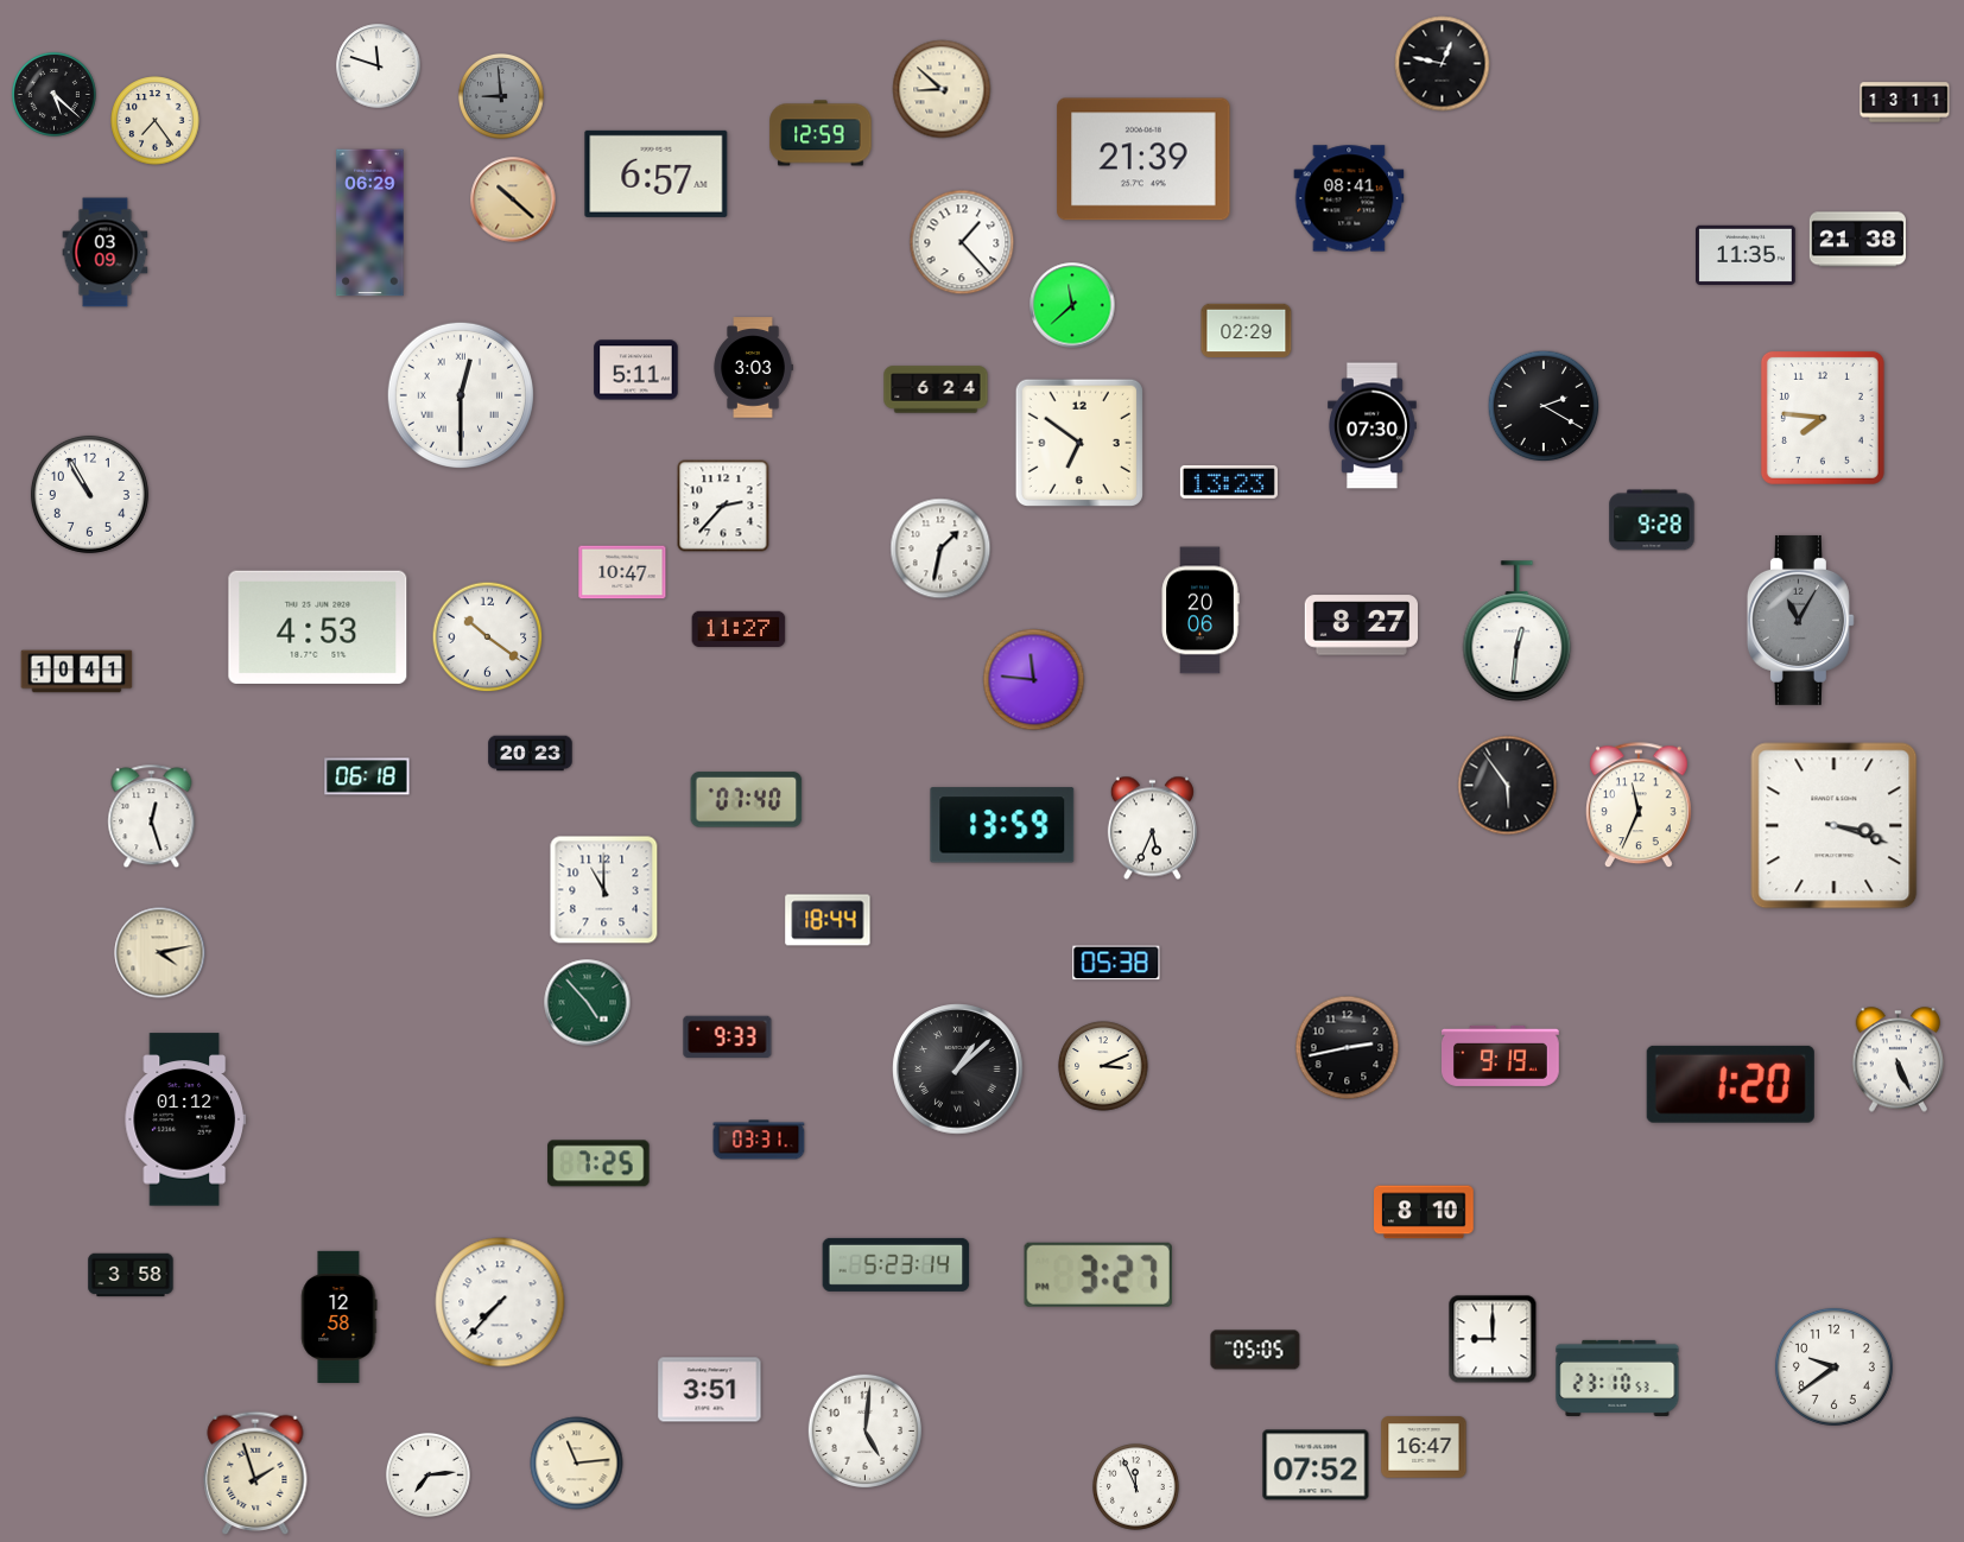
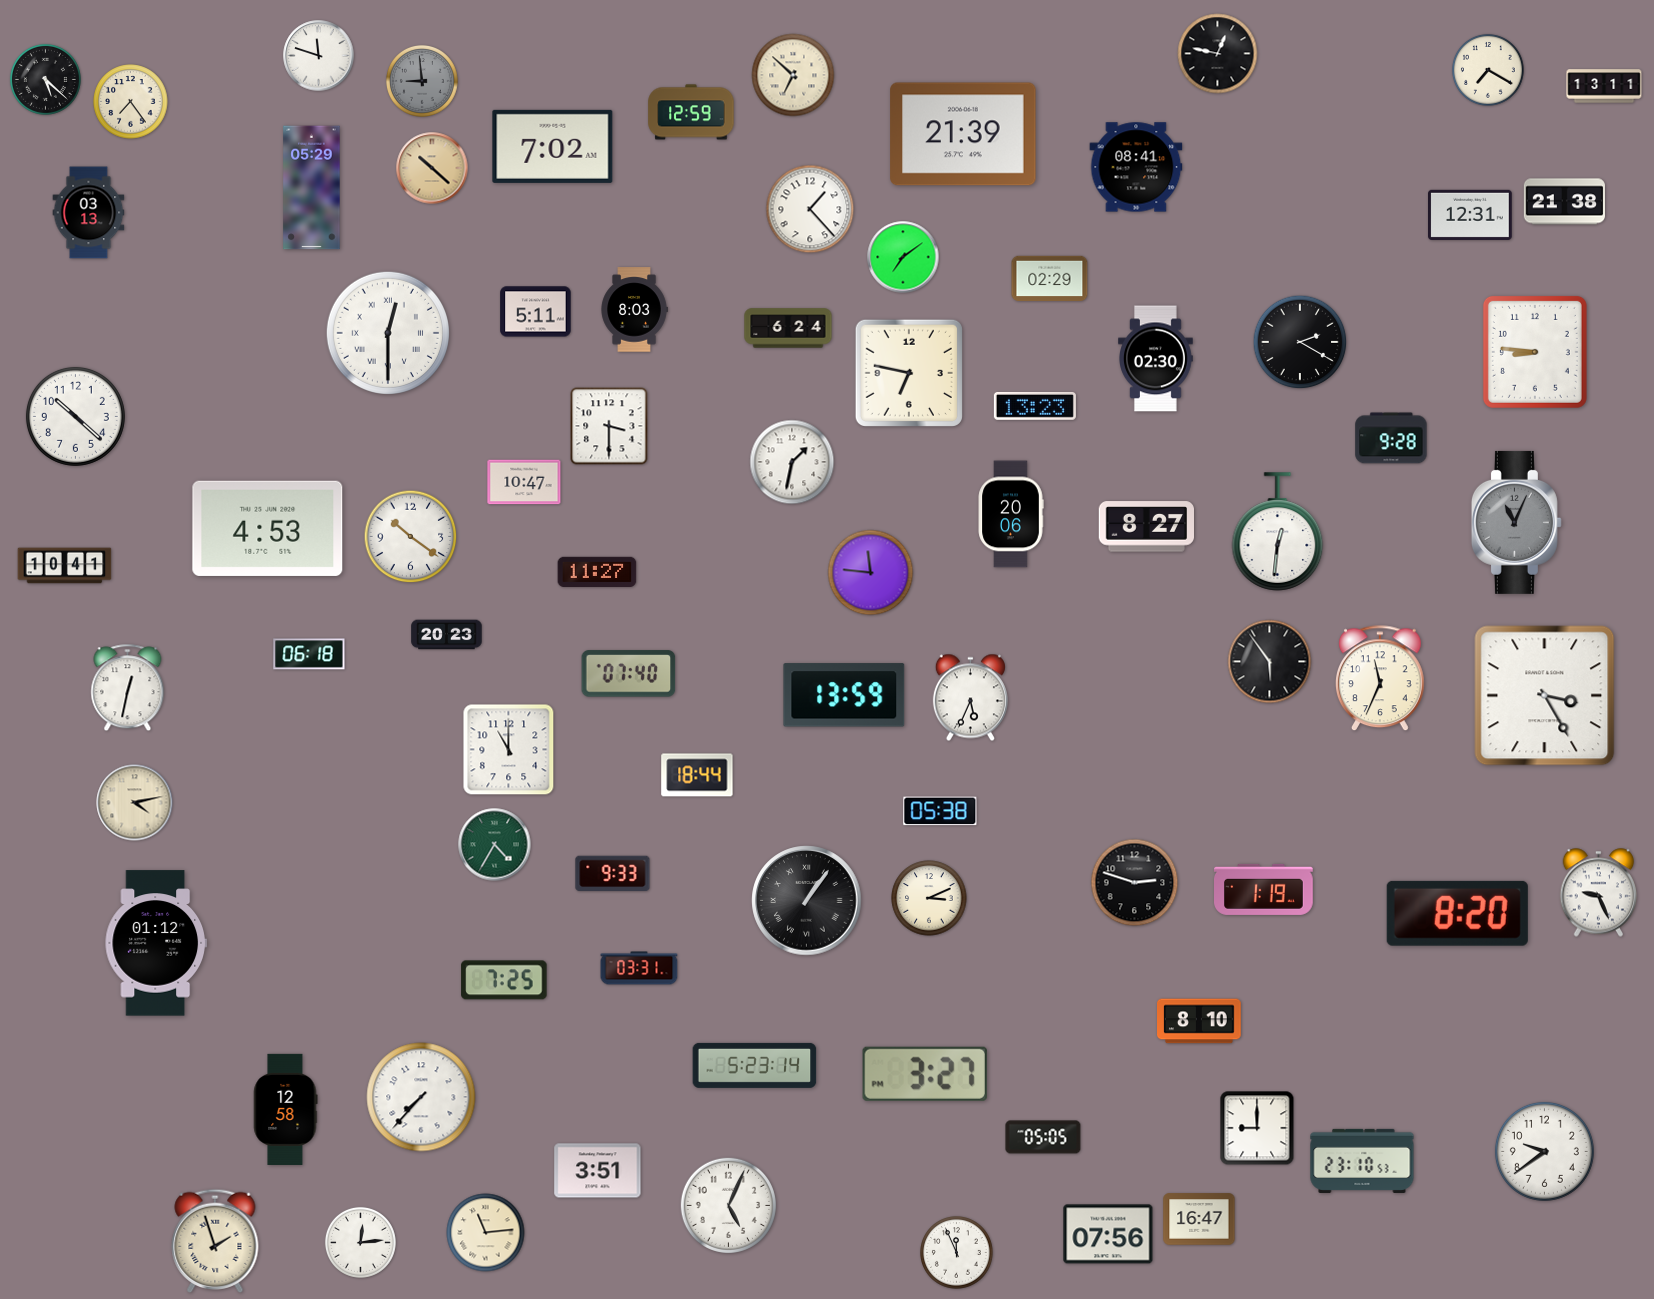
clock at (1443, 64) position: (1443, 64) -> (1218, 54)
clock at (1488, 70): none -> 7:20
clock at (942, 89): 8:52 -> 6:52
clock at (657, 173): 6:57 -> 7:02
clock at (370, 223): 06:29 -> 05:29
clock at (962, 242) position: (962, 242) -> (810, 209)
clock at (106, 253): 03:09 -> 03:13
clock at (1747, 255): 11:35 -> 12:31
clock at (1072, 305): 11:38 -> 7:09
clock at (753, 368): 3:03 -> 8:03
clock at (1823, 418): 7:46 -> 8:46
clock at (1373, 426): 07:30 -> 02:30
clock at (1079, 443): 6:51 -> 6:47
clock at (89, 494): 10:55 -> 10:22
clock at (723, 506): 2:37 -> 3:30
clock at (1800, 620): 11:05 -> 11:04
clock at (739, 628) position: (739, 628) -> (597, 571)
clock at (152, 817): 12:27 -> 12:32
clock at (1835, 826): 3:18 -> 3:25
clock at (588, 1003): 4:53 -> 4:35
clock at (1348, 1048): 2:43 -> 2:48
clock at (1501, 1055): 9:19 -> 1:19
clock at (1899, 1060): 5:26 -> 9:26
clock at (958, 1070): 1:08 -> 1:06
clock at (1730, 1084): 1:20 -> 8:20
clock at (759, 1140) position: (759, 1140) -> (639, 968)
clock at (131, 1275): 3:58 -> none
clock at (1255, 1350) position: (1255, 1350) -> (1043, 1137)
clock at (864, 1430): 5:01 -> 5:04
clock at (1316, 1465): 07:52 -> 07:56
clock at (427, 1474): 7:14 -> 12:14
